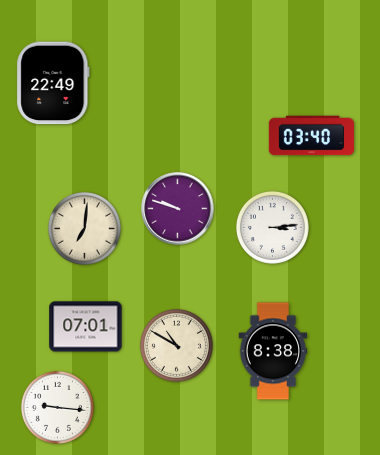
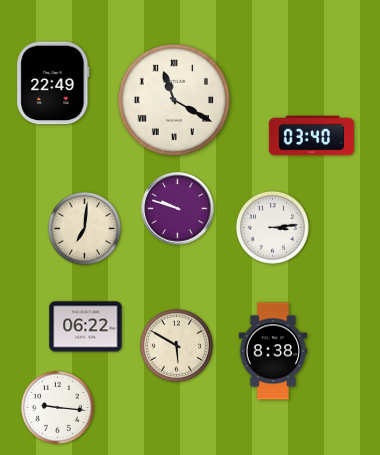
clock at (173, 99): none -> 11:20
clock at (86, 327): 07:01 -> 06:22
clock at (176, 345): 10:50 -> 5:50
